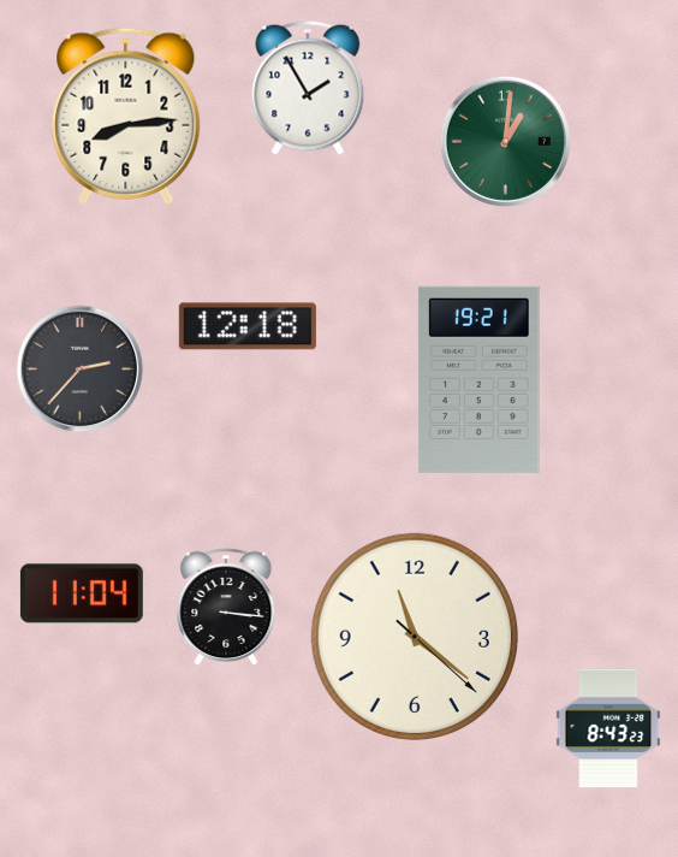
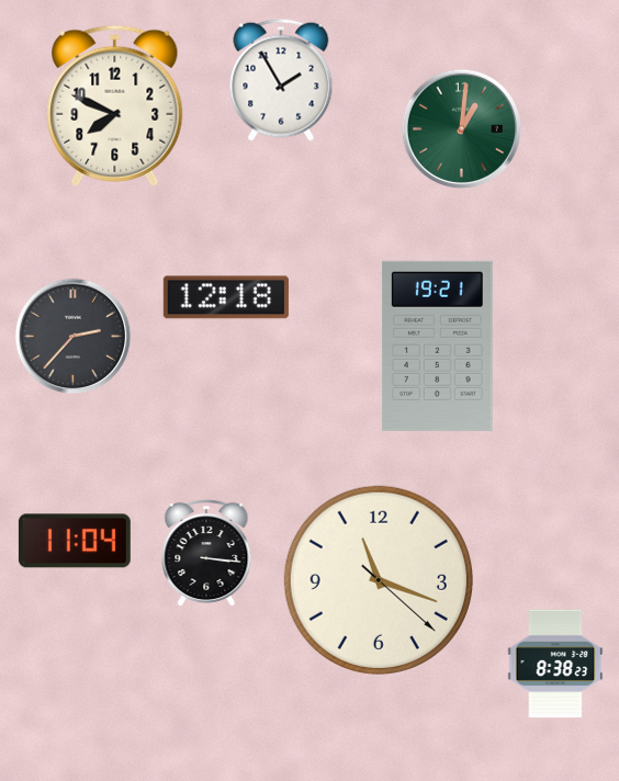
clock at (126, 116): 8:14 -> 7:49
clock at (415, 637): 11:21 -> 11:18
clock at (608, 728): 8:43 -> 8:38
